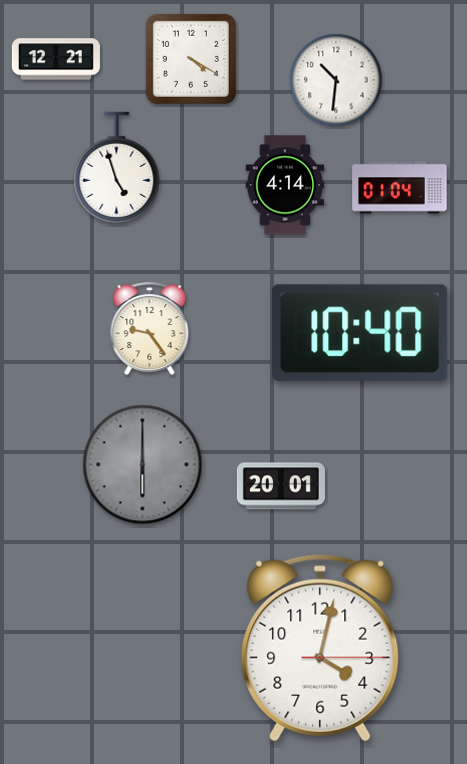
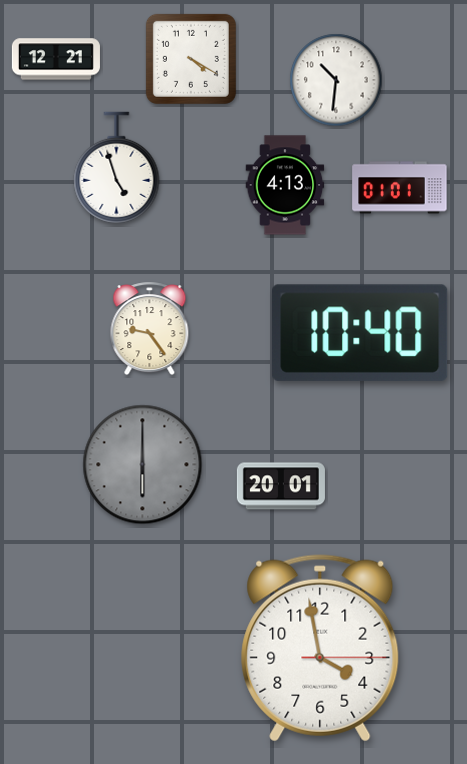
clock at (285, 185): 4:14 -> 4:13
clock at (400, 188): 01:04 -> 01:01
clock at (320, 648): 4:02 -> 3:58
